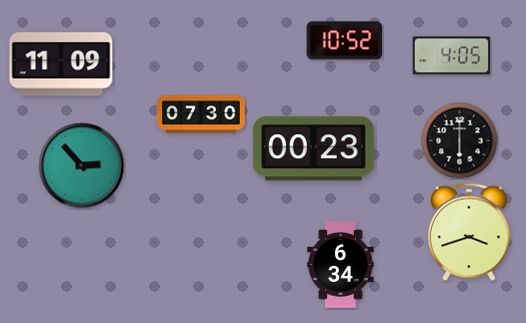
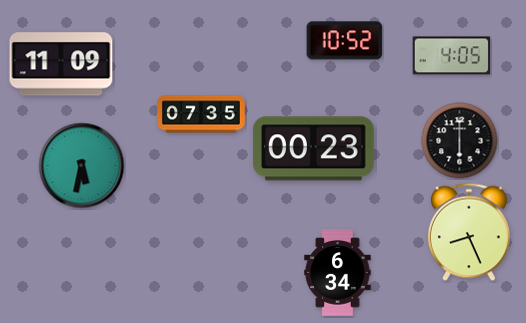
clock at (201, 114): 07:30 -> 07:35
clock at (82, 166): 2:53 -> 5:32
clock at (469, 232): 3:42 -> 8:26
clock at (341, 265) position: (341, 265) -> (338, 273)
